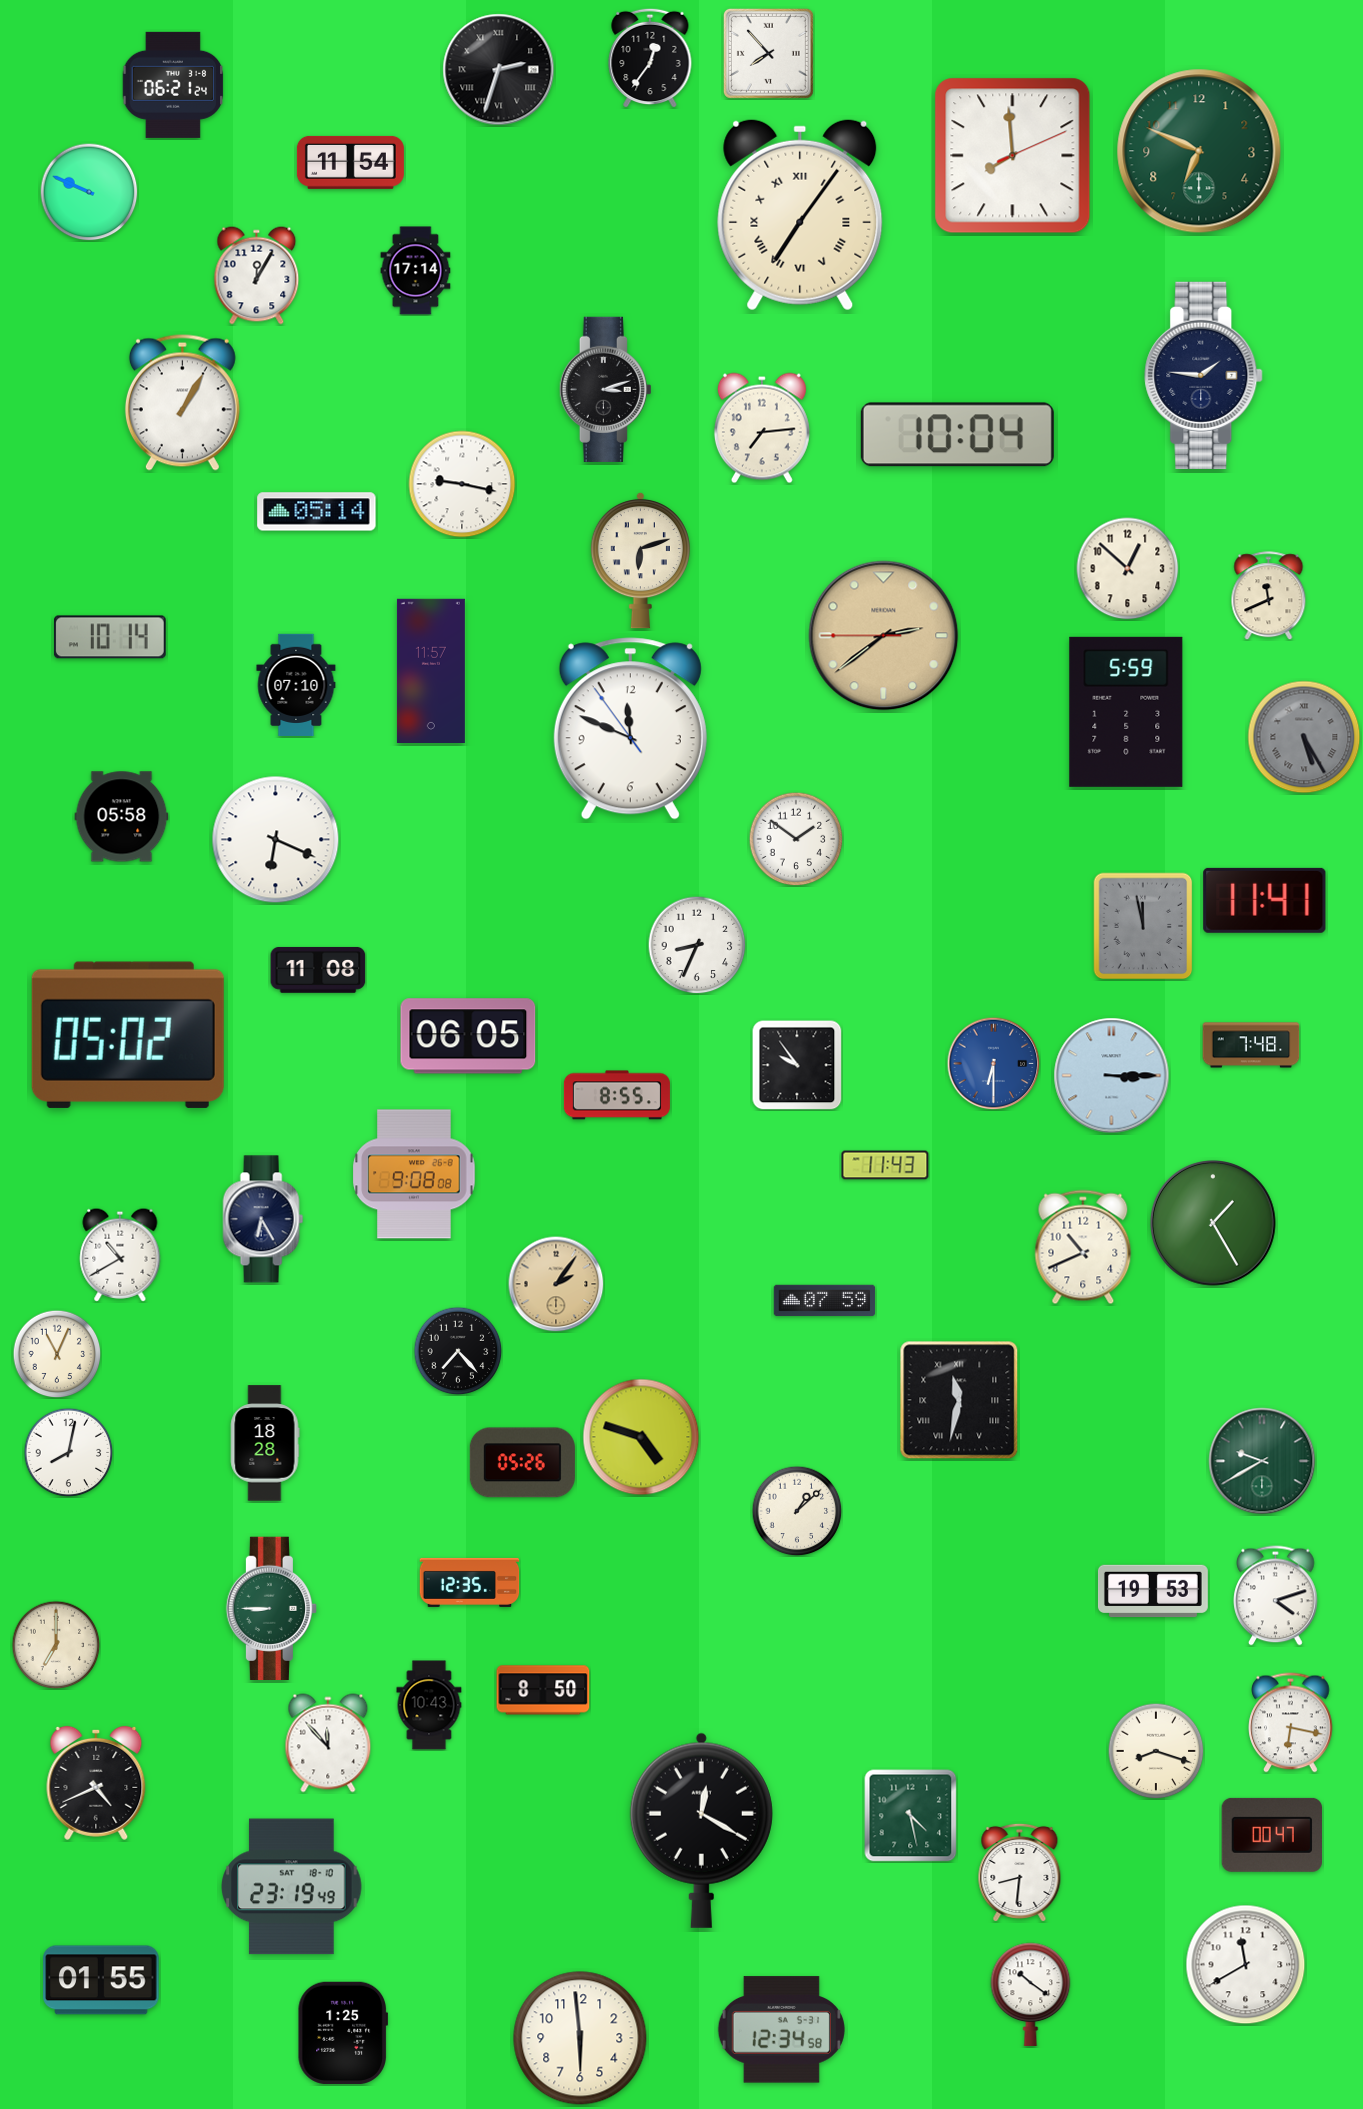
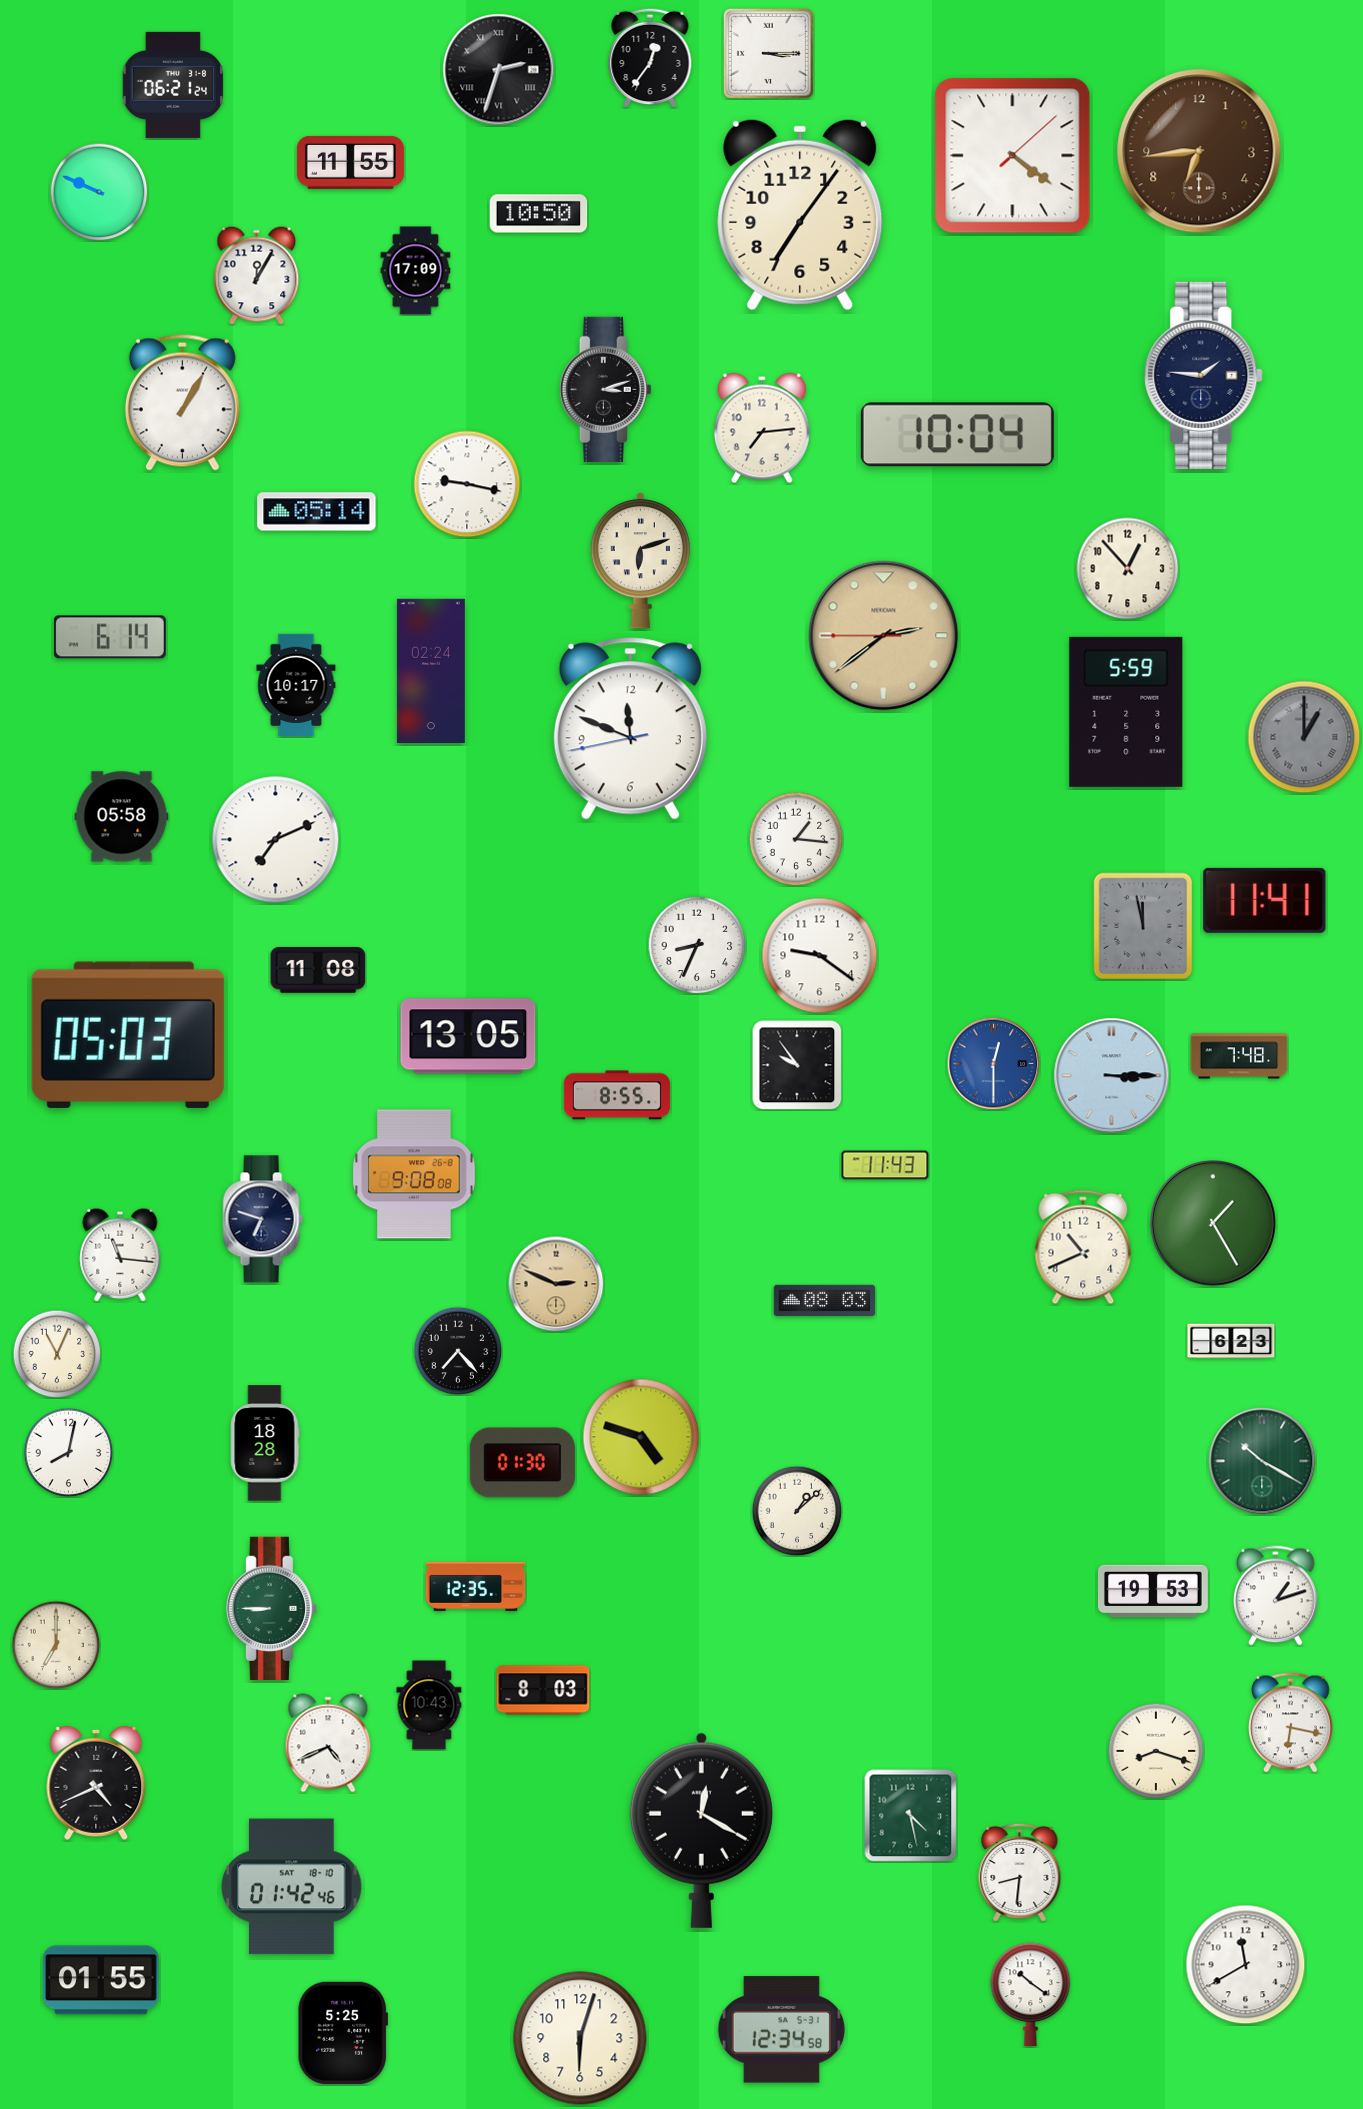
clock at (768, 53): 7:53 -> 3:15
clock at (1199, 151): 6:49 -> 6:44
clock at (1199, 151) dial: green -> brown
clock at (1013, 156): 7:59 -> 4:21
clock at (350, 162): 11:54 -> 11:55
clock at (89, 192) position: (89, 192) -> (99, 192)
clock at (539, 214): none -> 10:50
clock at (800, 215) numerals: Roman -> Arabic
clock at (416, 271): 17:14 -> 17:09
clock at (462, 484) position: (462, 484) -> (467, 484)
clock at (1128, 569): 12:52 -> 12:53
clock at (1269, 596): 11:41 -> none
clock at (110, 637): 10:14 -> 6:14
clock at (431, 670): 11:57 -> 02:24
clock at (296, 684): 07:10 -> 10:17
clock at (630, 729): 11:48:54 -> 11:48:43
clock at (1304, 737): 5:25 -> 1:00
clock at (796, 839): 1:51 -> 1:16
clock at (276, 840): 6:19 -> 7:11
clock at (820, 956): none -> 9:21
clock at (128, 1035): 05:02 -> 05:03
clock at (468, 1036): 06:05 -> 13:05
clock at (1251, 1045) position: (1251, 1045) -> (1239, 1056)
clock at (993, 1063): 6:30 -> 12:30
clock at (263, 1219): 6:25 -> 6:48
clock at (120, 1255): 10:40 -> 11:16
clock at (556, 1284): 2:06 -> 2:49
clock at (825, 1301): 07:59 -> 08:03
clock at (1231, 1341): none -> 6:23
clock at (959, 1400): 11:32 -> none
clock at (1262, 1461): 9:40 -> 10:20
clock at (522, 1463): 05:26 -> 01:30
clock at (470, 1582) position: (470, 1582) -> (476, 1586)
clock at (1276, 1596): 4:12 -> 1:12
clock at (543, 1690): 8:50 -> 8:03
clock at (328, 1743): 11:53 -> 4:41
clock at (1271, 1835): 00:47 -> none
clock at (292, 1887): 23:19 -> 01:42
clock at (342, 2033): 1:25 -> 5:25
clock at (580, 2038): 5:59 -> 6:03
